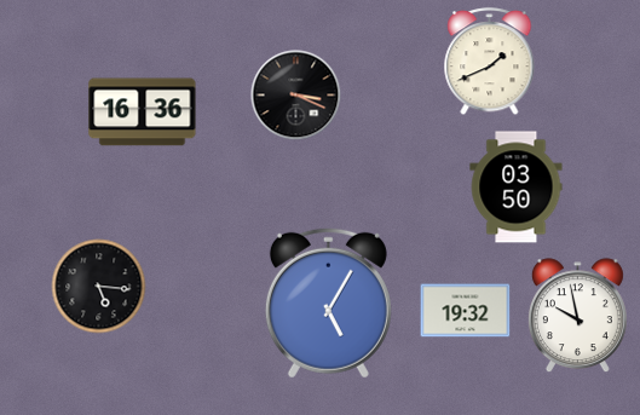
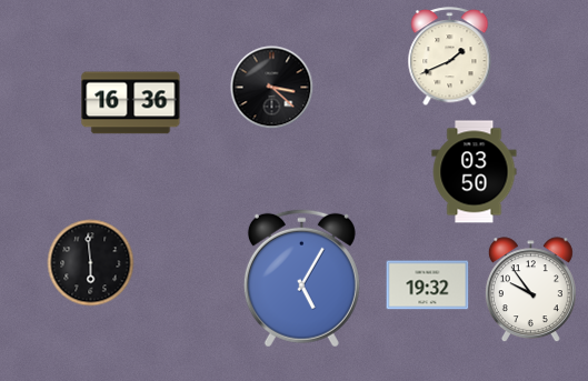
clock at (296, 96): 3:19 -> 3:22
clock at (99, 287): 5:16 -> 5:59
clock at (577, 316): 9:58 -> 9:54
